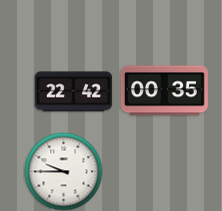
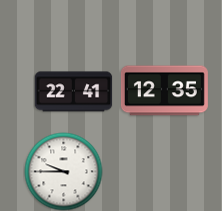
clock at (164, 91): 00:35 -> 12:35
clock at (73, 92): 22:42 -> 22:41
